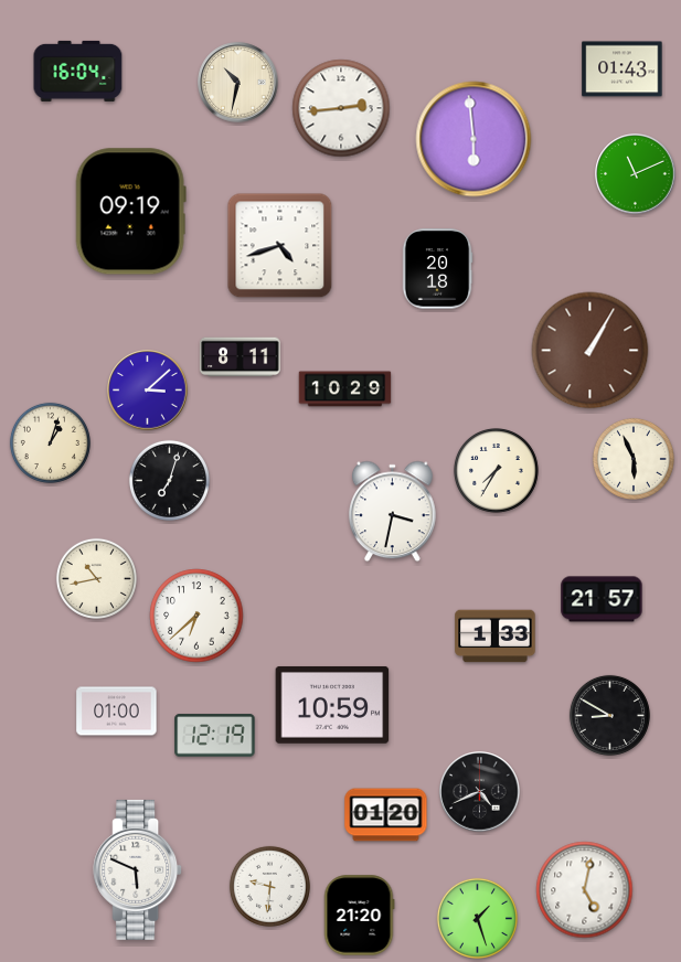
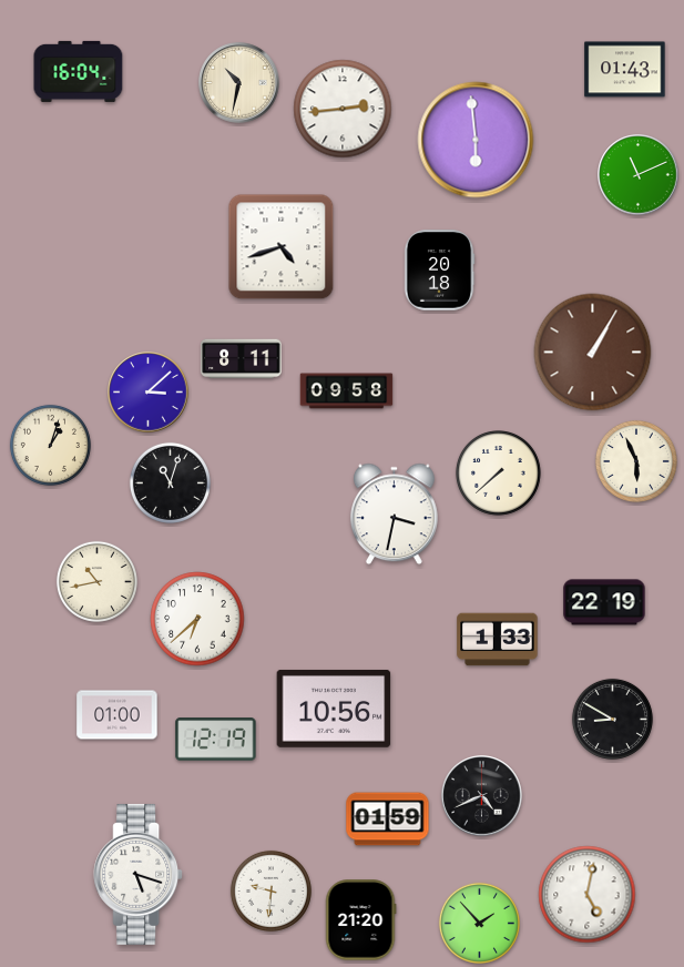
clock at (130, 212): 09:19 -> none
clock at (345, 389): 10:29 -> 09:58
clock at (497, 471): 7:35 -> 7:38
clock at (169, 480): 7:03 -> 11:03
clock at (602, 599): 21:57 -> 22:19
clock at (332, 705): 10:59 -> 10:56
clock at (386, 815): 01:20 -> 01:59
clock at (138, 869): 5:49 -> 5:18
clock at (477, 918): 1:27 -> 1:53
